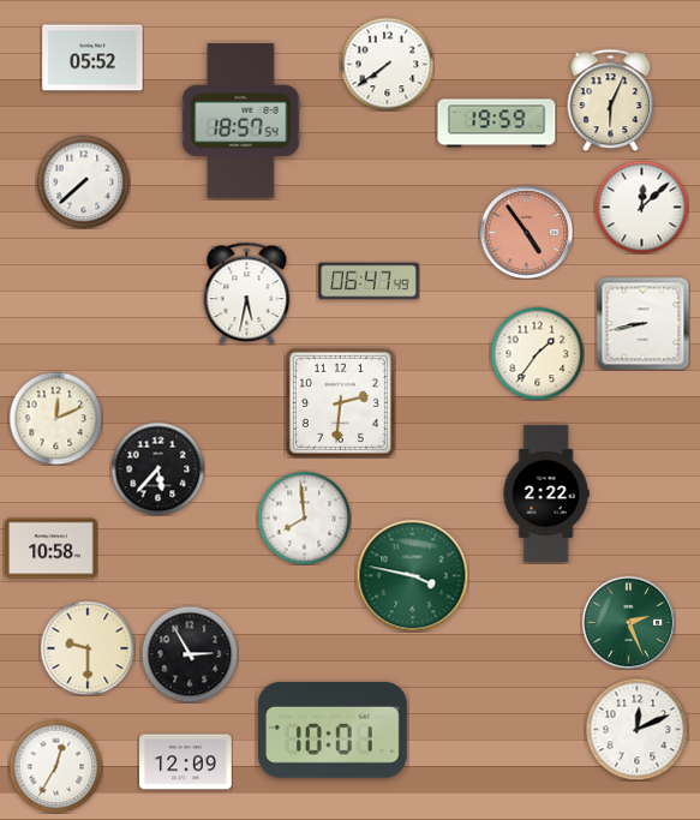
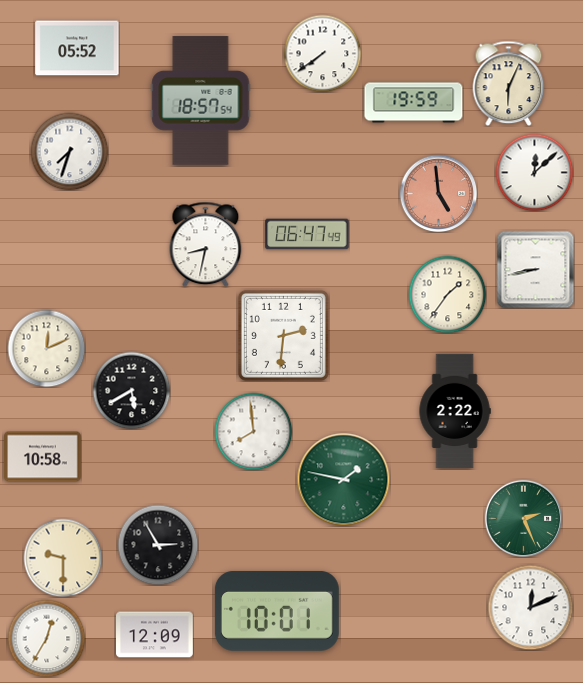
clock at (83, 181): 7:38 -> 7:33
clock at (526, 232): 4:54 -> 4:59
clock at (247, 293): 5:32 -> 8:32
clock at (157, 468): 5:37 -> 5:40
clock at (412, 575): 3:47 -> 1:47
clock at (88, 648) position: (88, 648) -> (63, 558)
clock at (333, 730) position: (333, 730) -> (277, 611)
